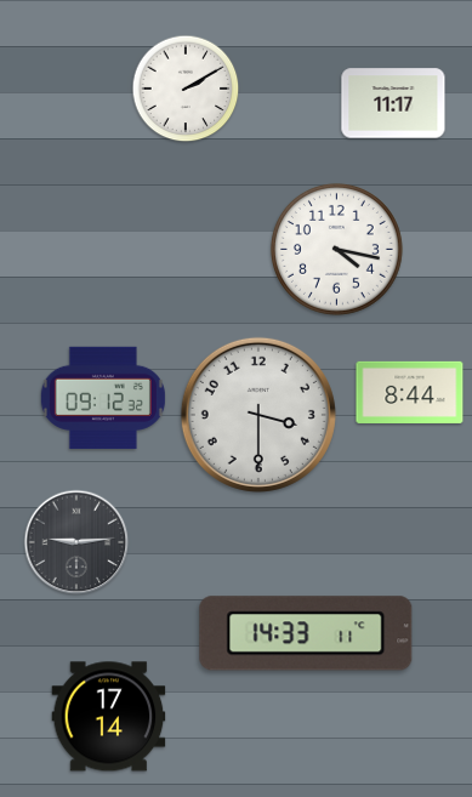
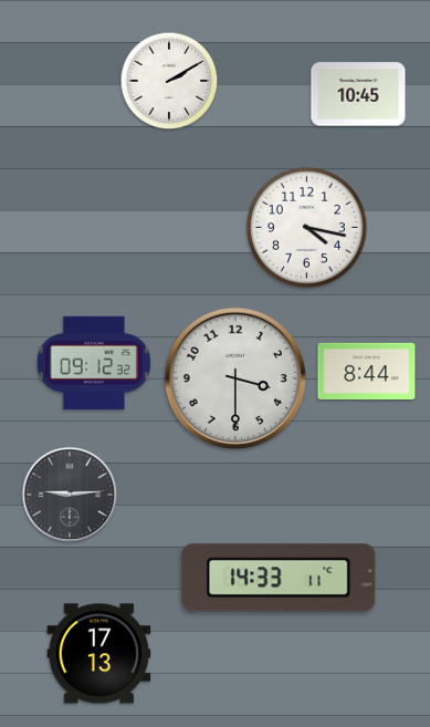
clock at (393, 103): 11:17 -> 10:45
clock at (410, 392) position: (410, 392) -> (367, 371)
clock at (109, 717): 17:14 -> 17:13
